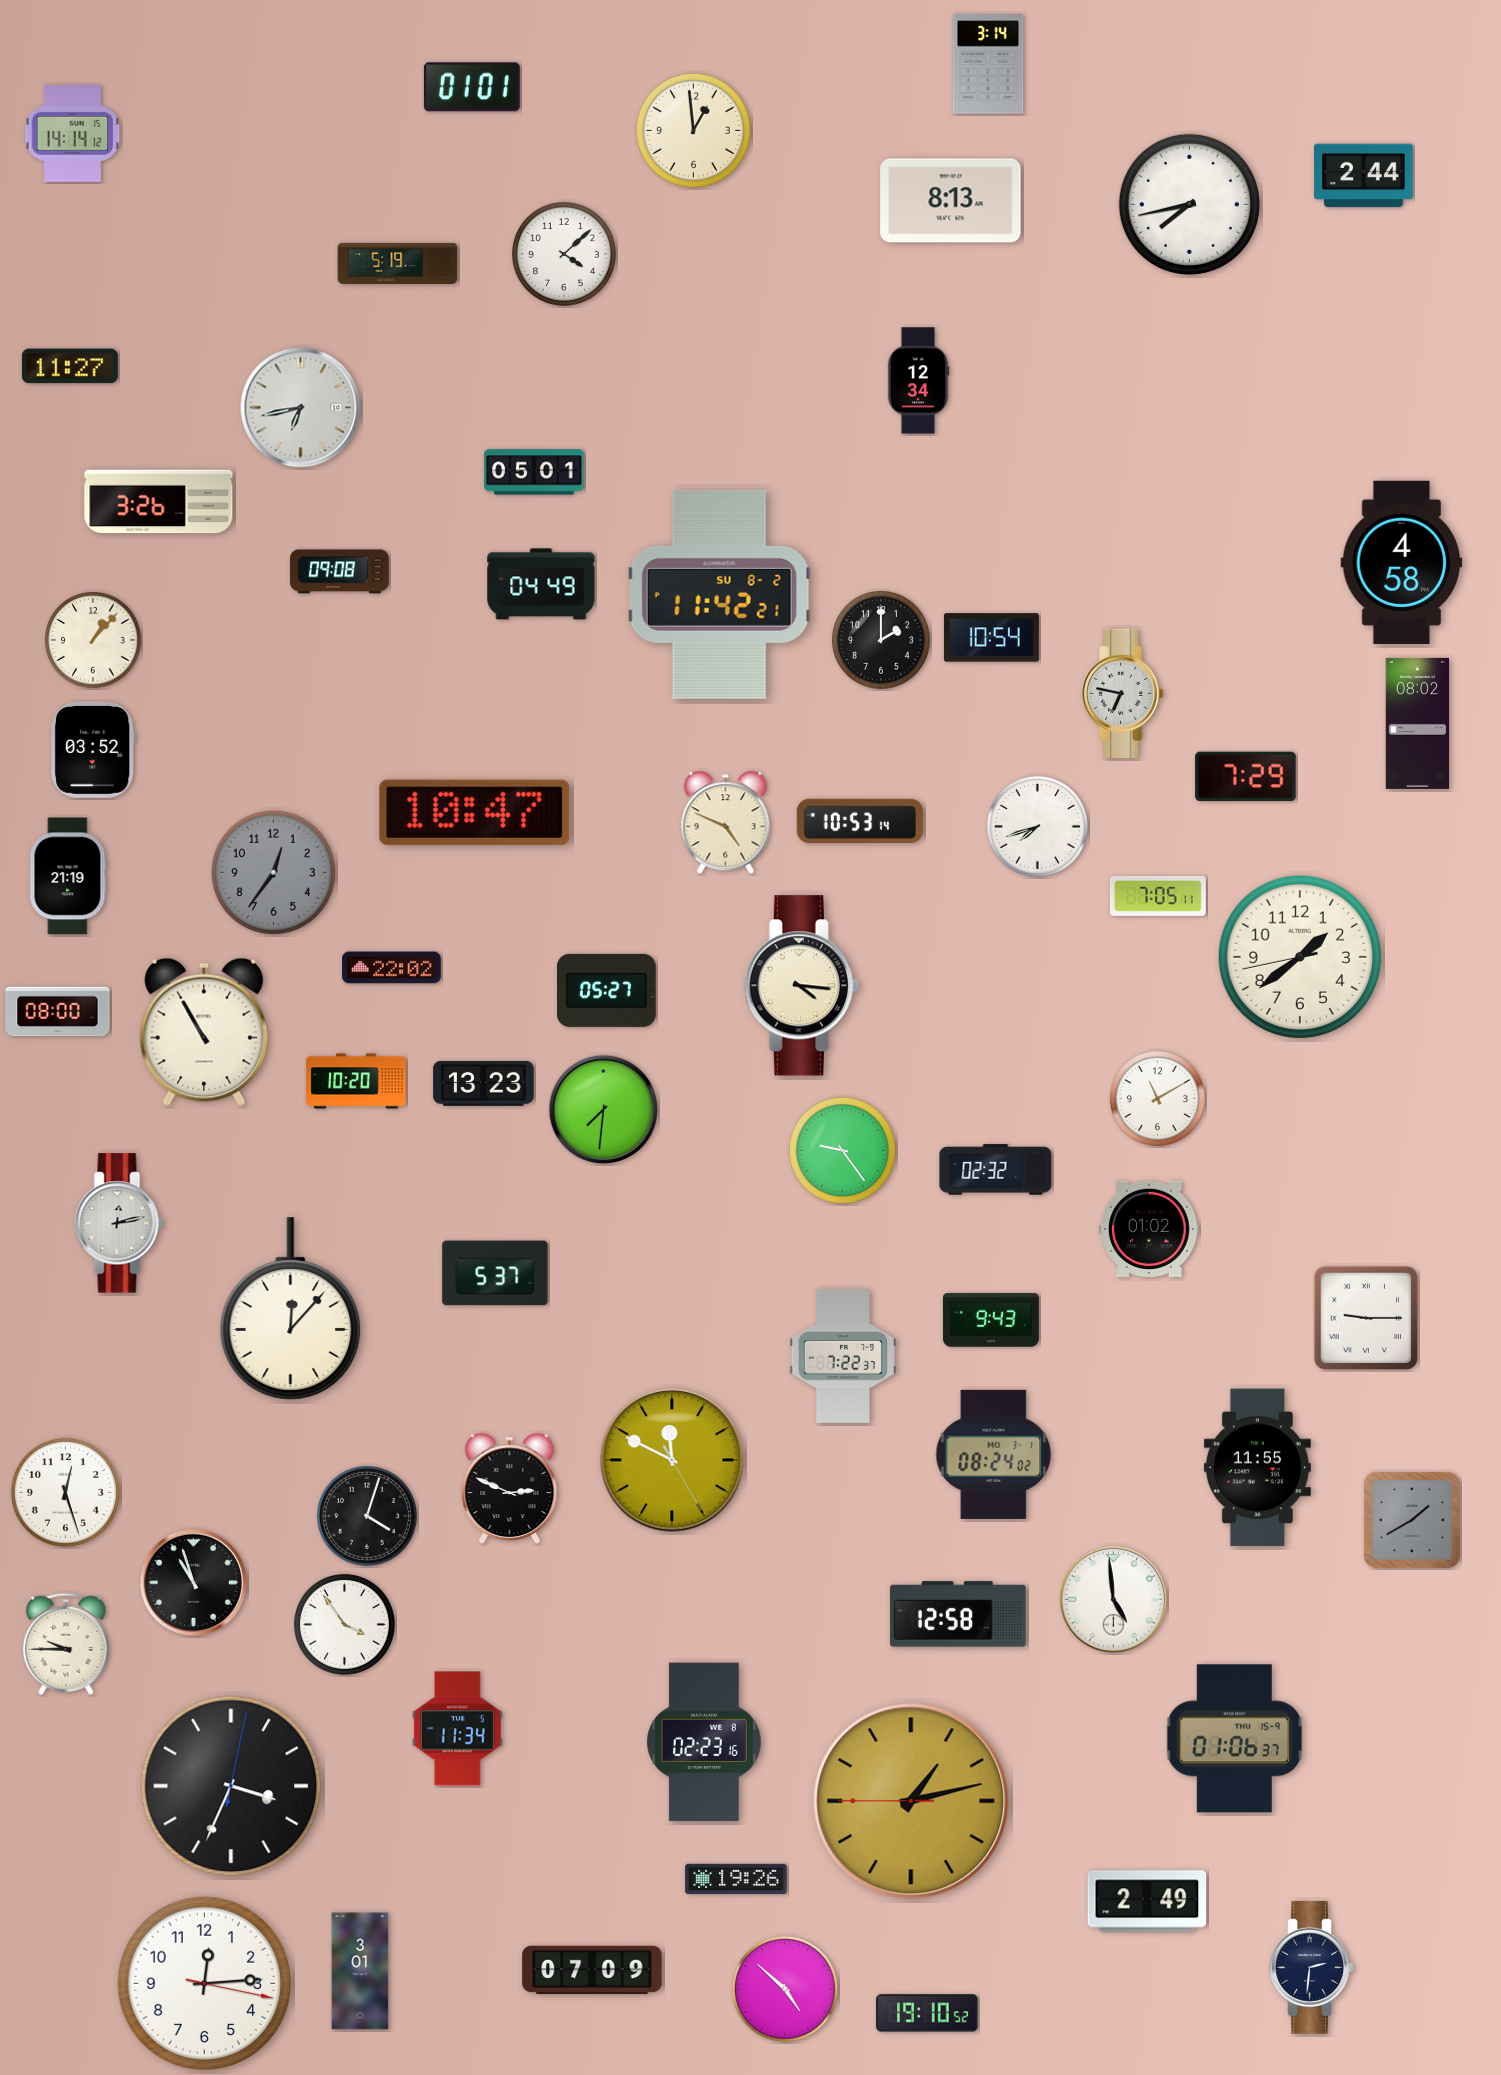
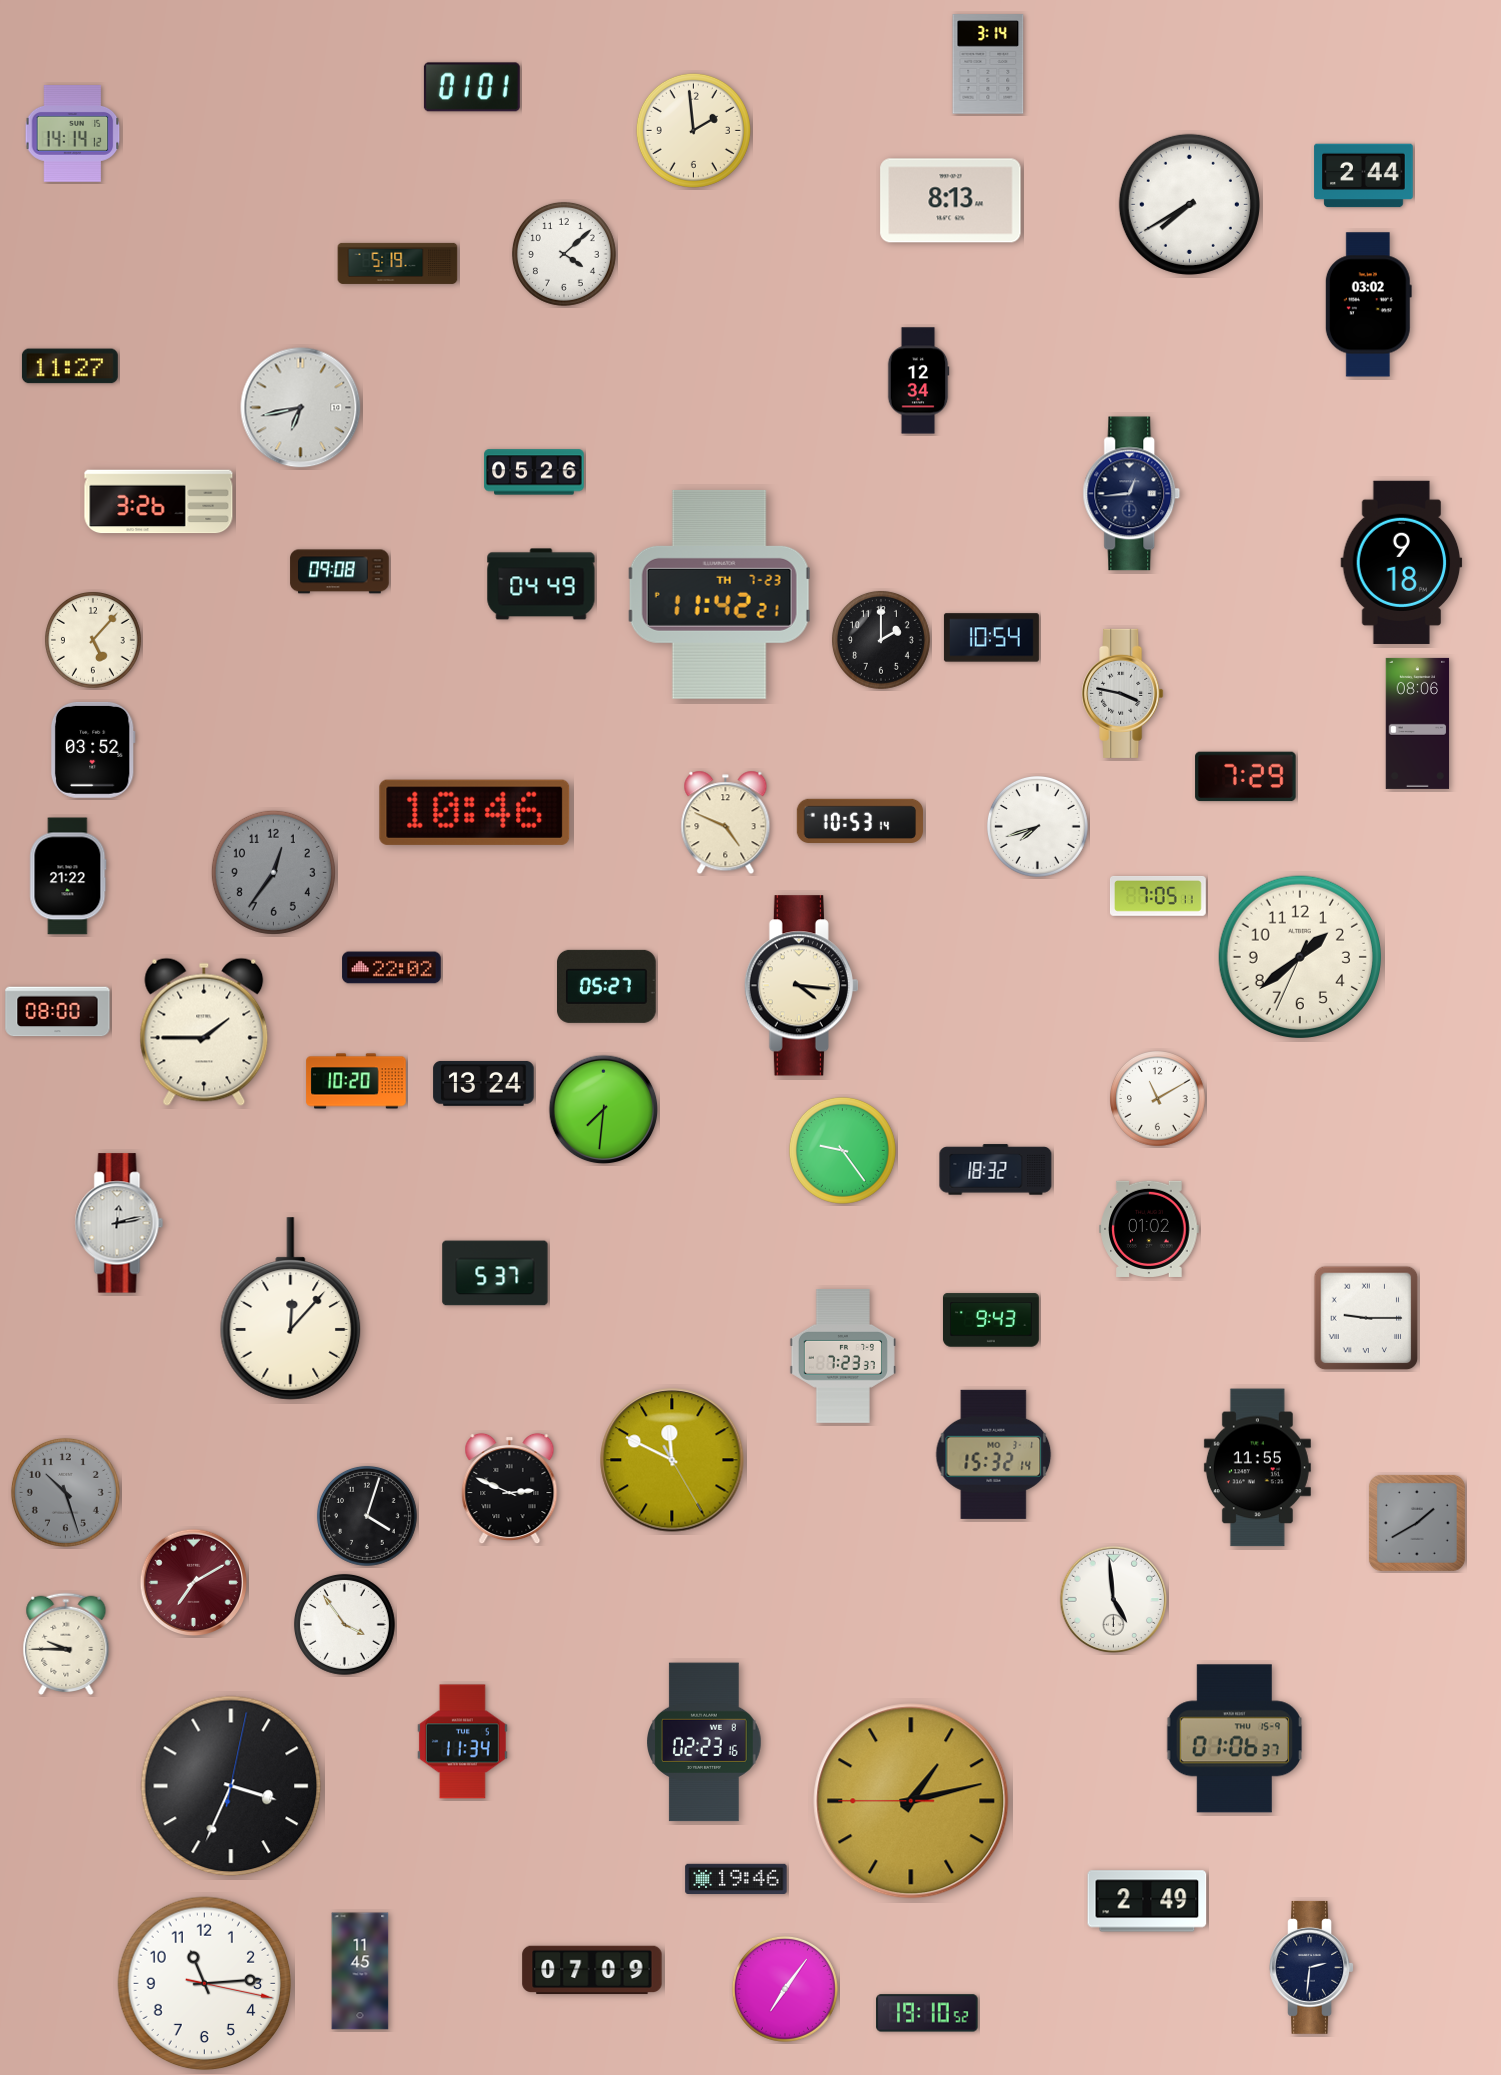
clock at (693, 130): 12:59 -> 1:59
clock at (1189, 204): 7:43 -> 7:40
clock at (1368, 305): none -> 03:02
clock at (534, 472): 05:01 -> 05:26
clock at (1132, 494): none -> 12:44
clock at (1402, 562): 4:58 -> 9:18
clock at (720, 594) date: SU 8-2 -> TH 7-23
clock at (94, 641): 1:07 -> 5:07
clock at (1123, 693): 6:47 -> 3:47
clock at (1418, 723): 08:02 -> 08:06
clock at (475, 812): 10:47 -> 10:46
clock at (68, 876): 21:19 -> 21:22
clock at (1299, 956): 1:38:43 -> 1:38:34
clock at (607, 990) position: (607, 990) -> (607, 986)
clock at (204, 1032): 10:55 -> 1:45
clock at (484, 1083): 13:23 -> 13:24
clock at (996, 1170): 02:32 -> 18:32
clock at (843, 1357): 7:22 -> 7:23
clock at (994, 1454): 08:24 -> 15:32
clock at (65, 1492): 12:27 -> 10:27
clock at (65, 1492) dial: white -> grey
clock at (1412, 1520) position: (1412, 1520) -> (1417, 1523)
clock at (194, 1583): 10:57 -> 7:10
clock at (194, 1583) dial: black -> burgundy
clock at (958, 1614): 12:58 -> none
clock at (457, 1729) position: (457, 1729) -> (462, 1742)
clock at (736, 1878): 19:26 -> 19:46
clock at (360, 1971): 3:01 -> 11:45
clock at (205, 1984): 12:14 -> 11:14
clock at (785, 1989): 4:52 -> 7:06
